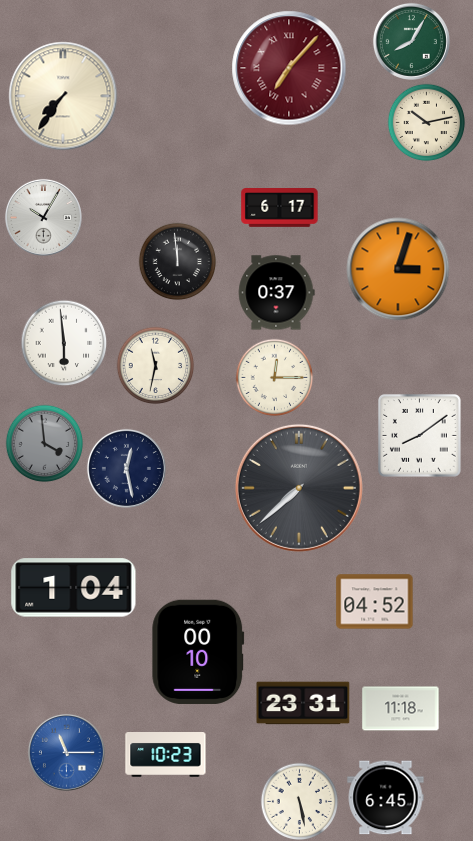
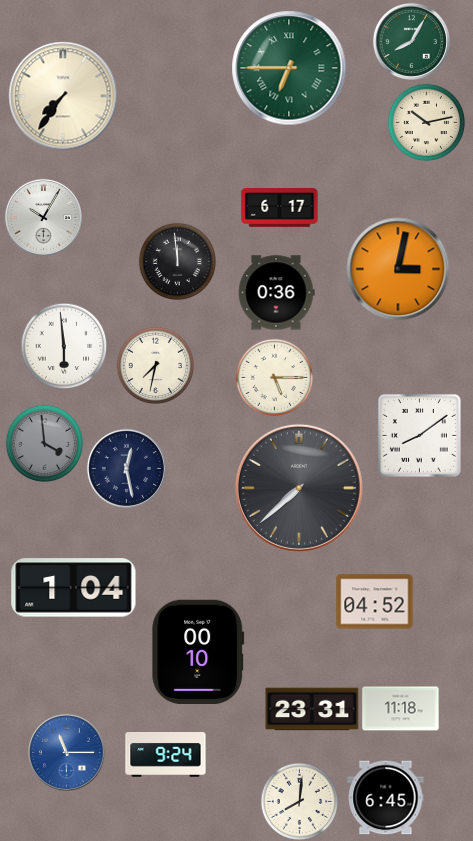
clock at (289, 68): 7:07 -> 6:45
clock at (289, 68) dial: burgundy -> green
clock at (398, 269): 3:03 -> 3:02
clock at (276, 293): 0:37 -> 0:36
clock at (64, 343) position: (64, 343) -> (64, 346)
clock at (155, 365): 11:32 -> 7:32
clock at (274, 377): 12:15 -> 5:15
clock at (303, 703) position: (303, 703) -> (312, 709)
clock at (166, 755): 10:23 -> 9:24
clock at (299, 801): 5:28 -> 8:01
